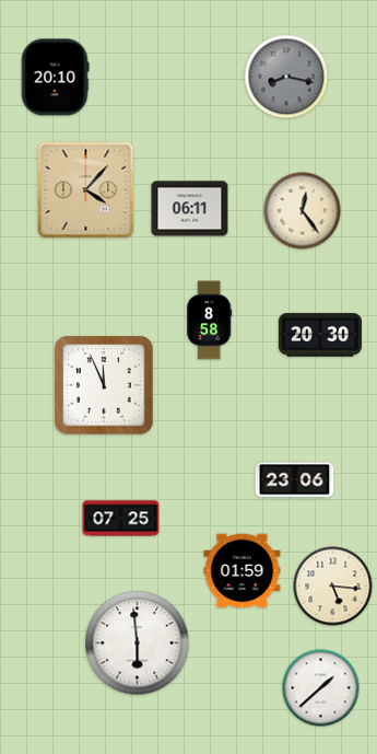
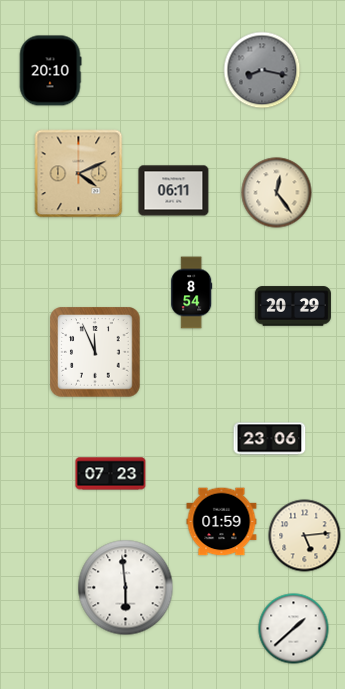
clock at (86, 190): 4:07 -> 4:11
clock at (210, 321): 8:58 -> 8:54
clock at (320, 335): 20:30 -> 20:29
clock at (121, 519): 07:25 -> 07:23
clock at (333, 587): 5:16 -> 5:14
